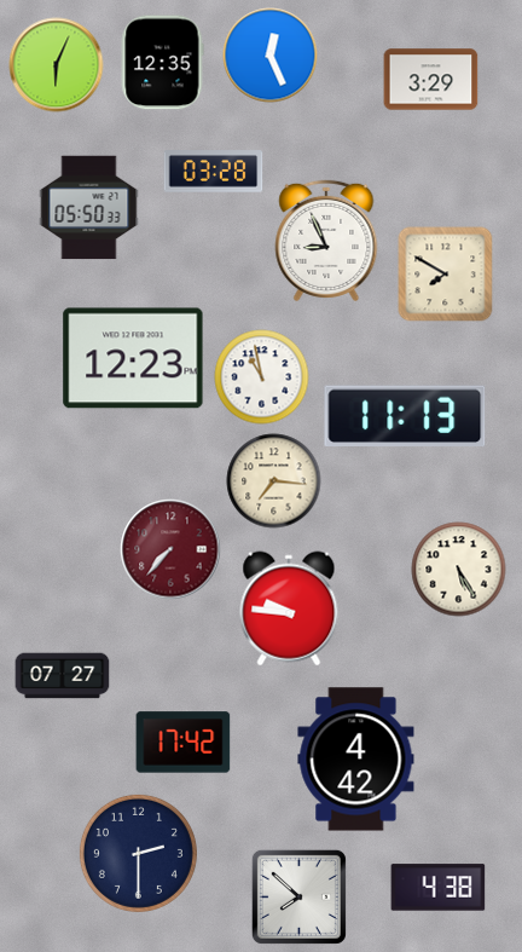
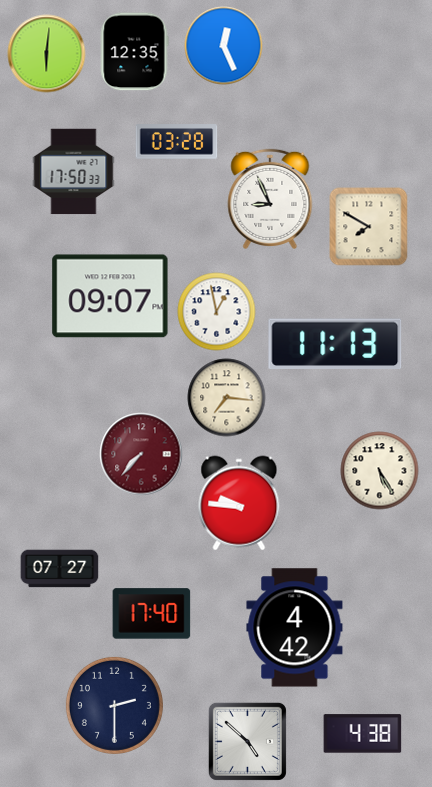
clock at (56, 64): 6:04 -> 6:01
clock at (430, 80): 3:29 -> none
clock at (89, 207): 05:50 -> 17:50
clock at (133, 358): 12:23 -> 09:07
clock at (261, 376): 10:58 -> 12:58
clock at (62, 676) position: (62, 676) -> (59, 569)
clock at (182, 743): 17:42 -> 17:40
clock at (298, 896): 7:52 -> 4:52
